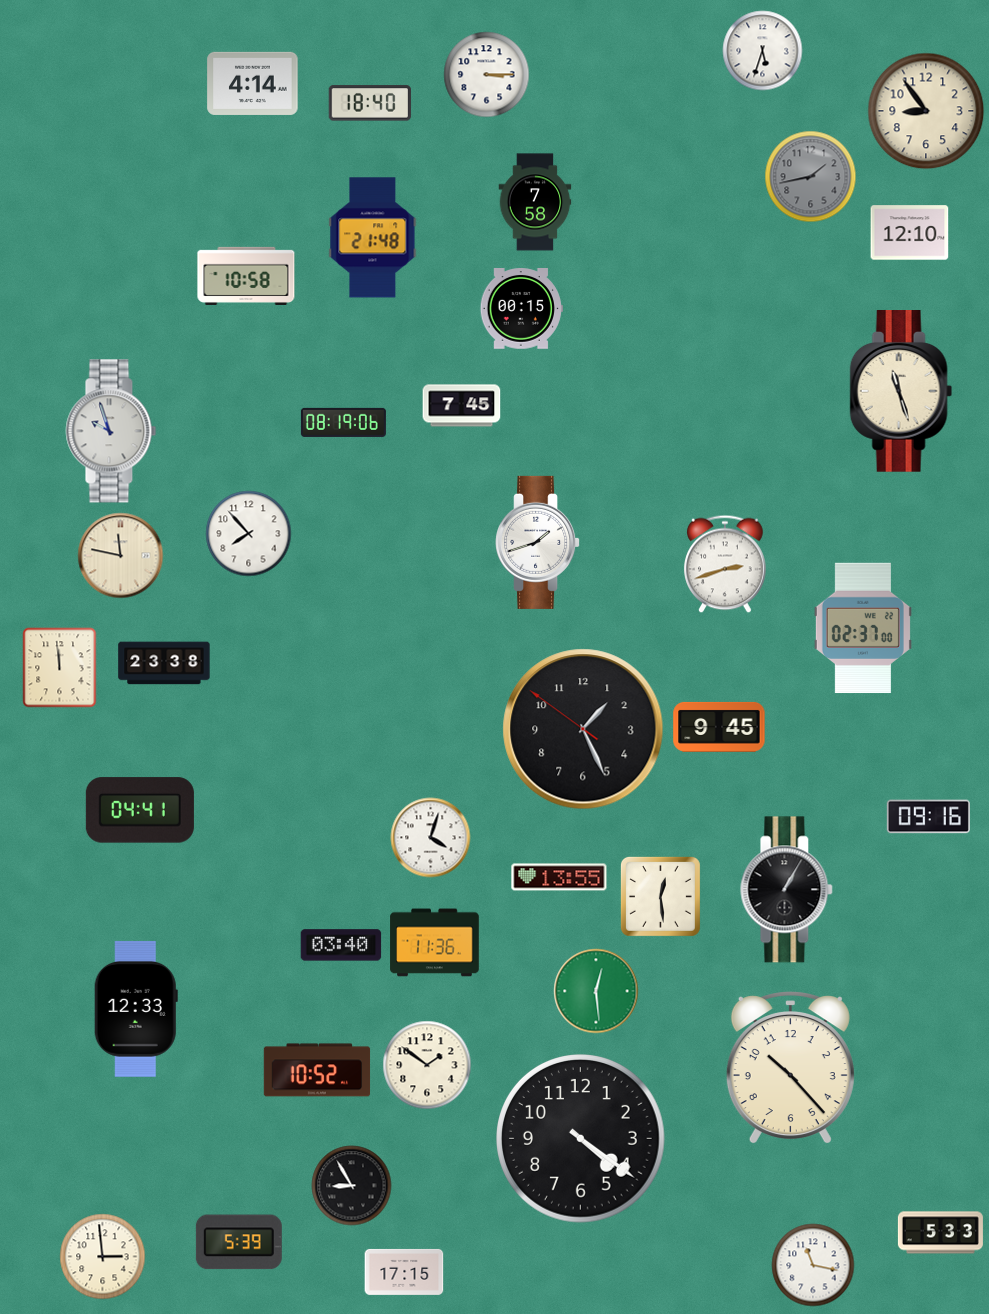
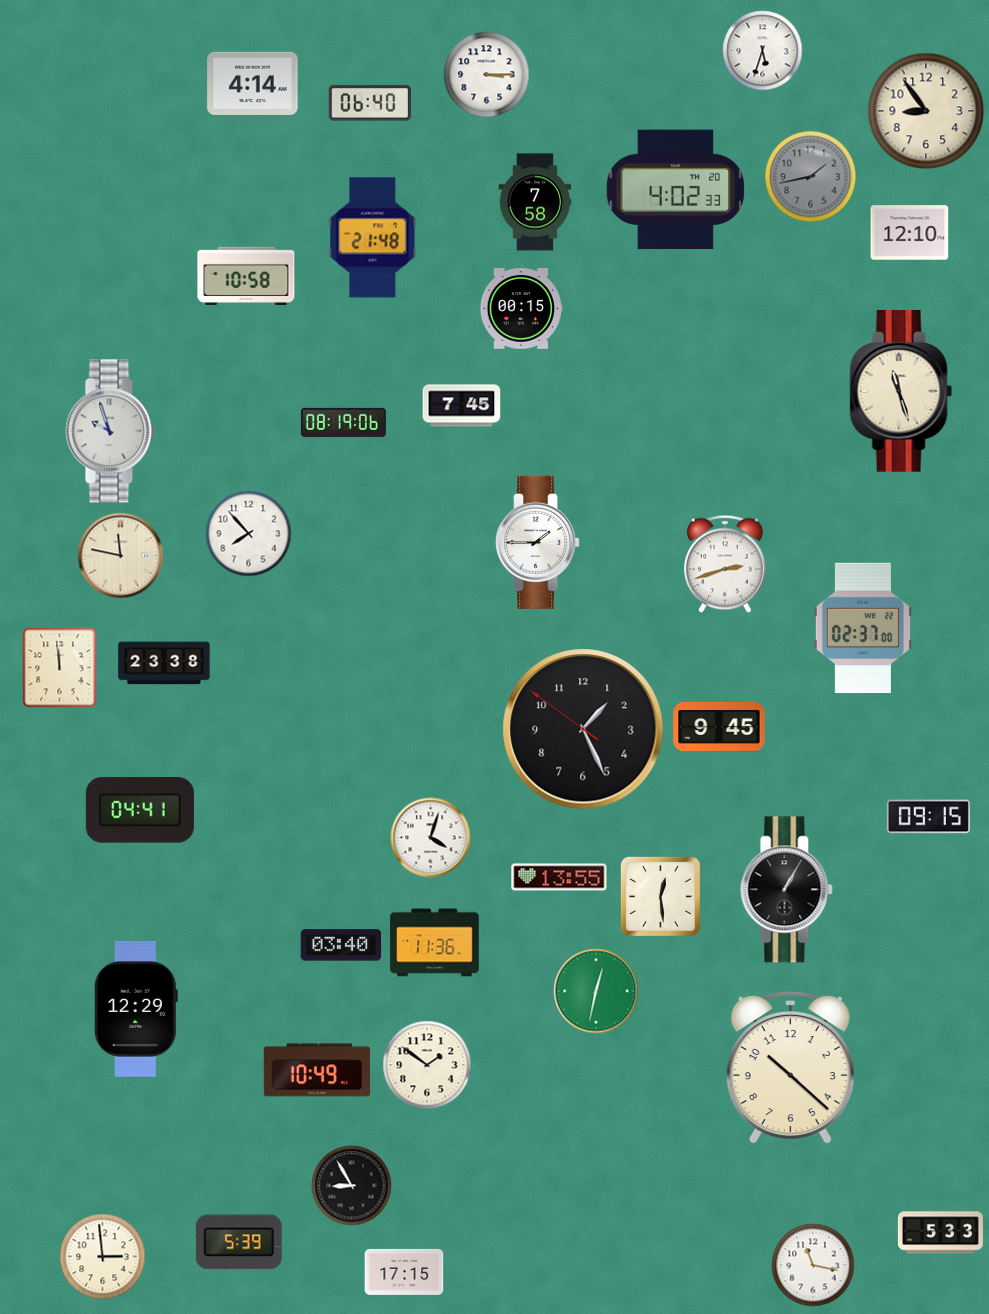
clock at (370, 103): 18:40 -> 06:40
clock at (676, 190): none -> 4:02
clock at (538, 542): 1:42 -> 1:45
clock at (928, 817): 09:16 -> 09:15
clock at (596, 991): 12:29 -> 12:32
clock at (136, 1009): 12:33 -> 12:29
clock at (790, 1068): 10:23 -> 10:22
clock at (317, 1070): 10:52 -> 10:49
clock at (581, 1139): 4:21 -> none
